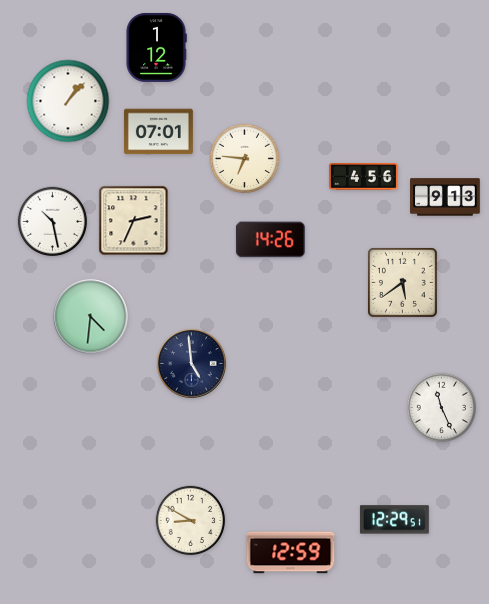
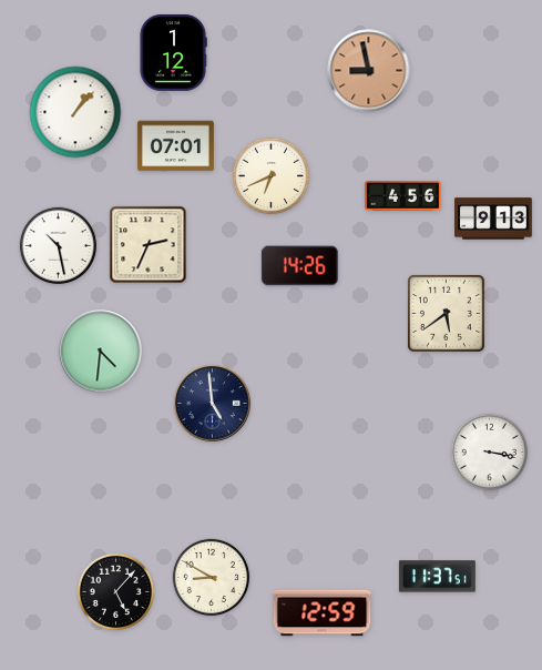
clock at (369, 71): none -> 8:58
clock at (245, 159): 6:46 -> 6:41
clock at (442, 408): 11:26 -> 3:17
clock at (394, 520): 12:29 -> 11:37
clock at (116, 592): none -> 5:07
